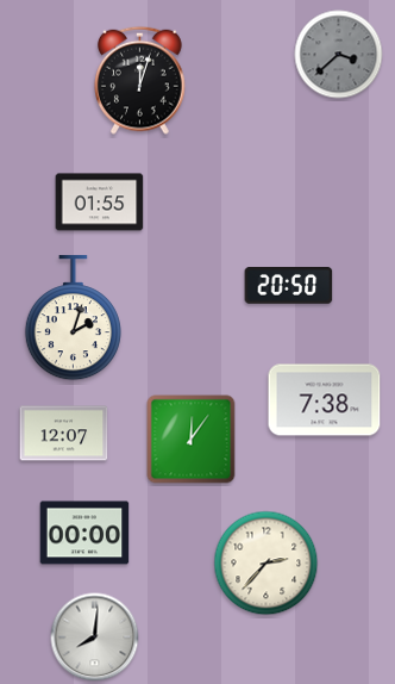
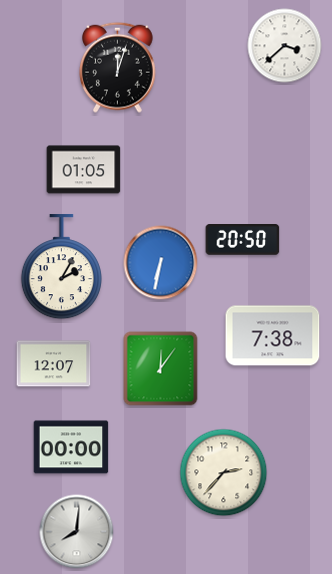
clock at (339, 55) dial: grey -> white
clock at (100, 203): 01:55 -> 01:05
clock at (161, 263): none -> 6:32
clock at (73, 318): 2:03 -> 2:05
clock at (95, 638) position: (95, 638) -> (77, 532)
